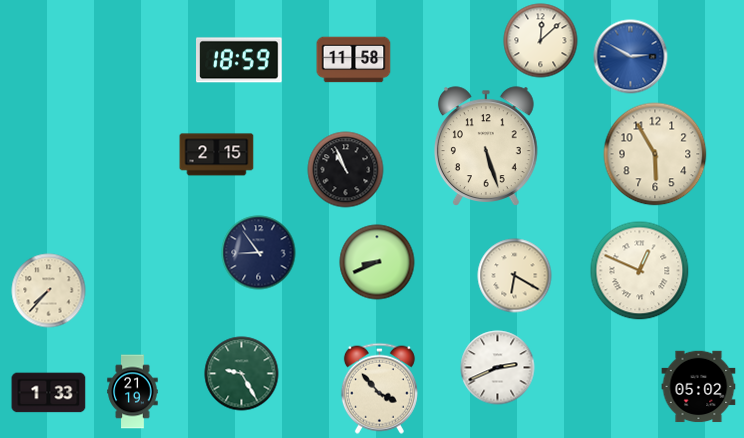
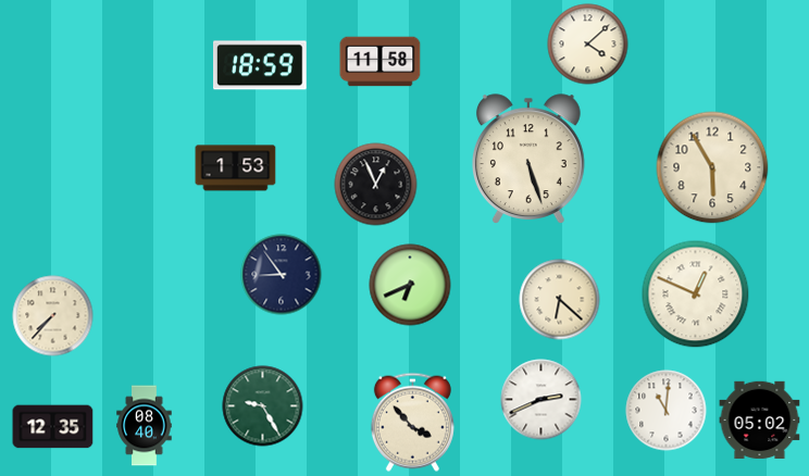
clock at (541, 41): 12:08 -> 4:08
clock at (631, 57): 2:50 -> none
clock at (354, 60) position: (354, 60) -> (381, 62)
clock at (217, 155): 2:15 -> 1:53
clock at (346, 170): 10:56 -> 12:56
clock at (377, 262): 8:41 -> 6:41
clock at (515, 276): 6:20 -> 6:22
clock at (667, 411): none -> 11:01
clock at (133, 392): 21:19 -> 08:40
clock at (49, 393): 1:33 -> 12:35
